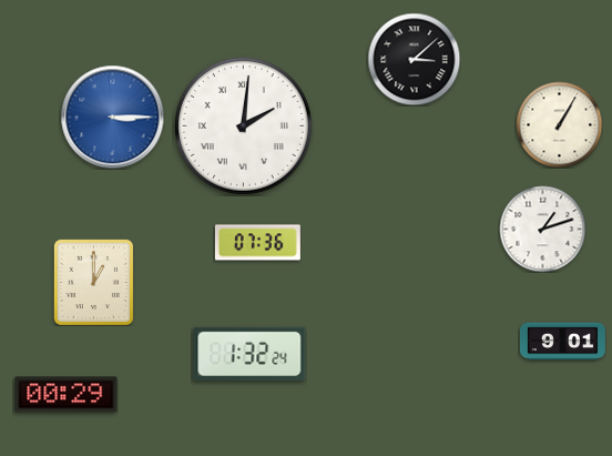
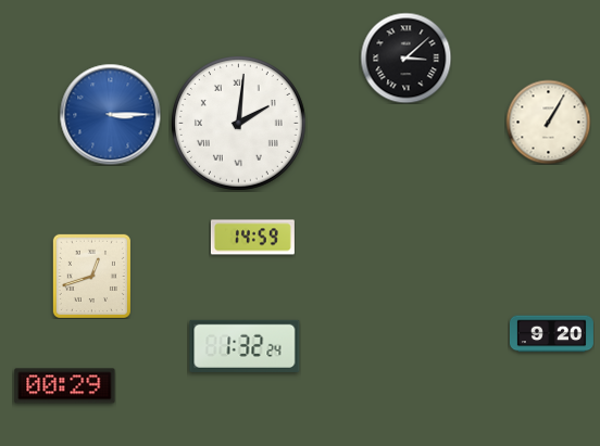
clock at (542, 229): 1:12 -> none
clock at (257, 243): 07:36 -> 14:59
clock at (93, 282): 1:00 -> 12:42
clock at (562, 342): 9:01 -> 9:20
